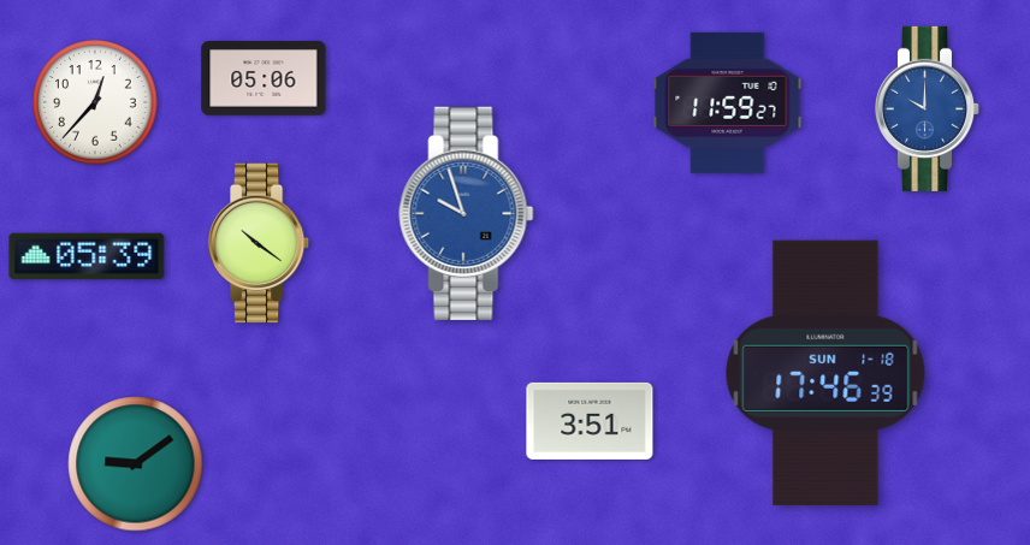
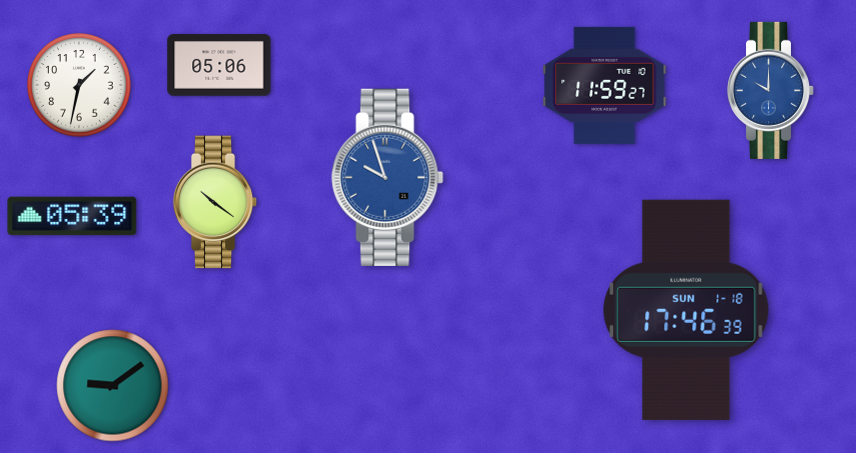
clock at (95, 102): 12:37 -> 1:32
clock at (87, 256) position: (87, 256) -> (72, 216)
clock at (590, 421): 3:51 -> none
